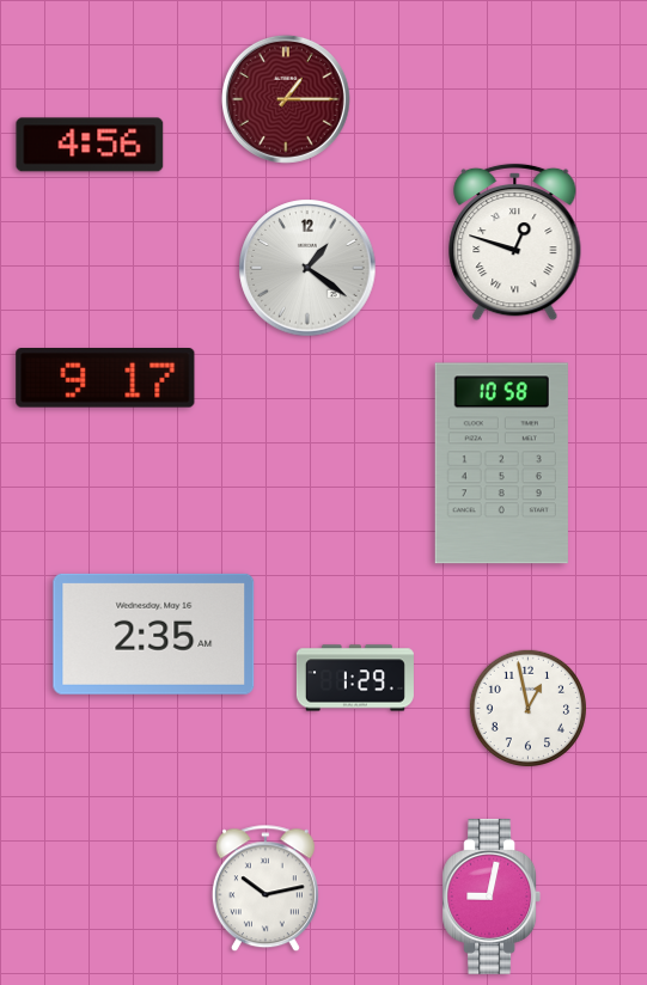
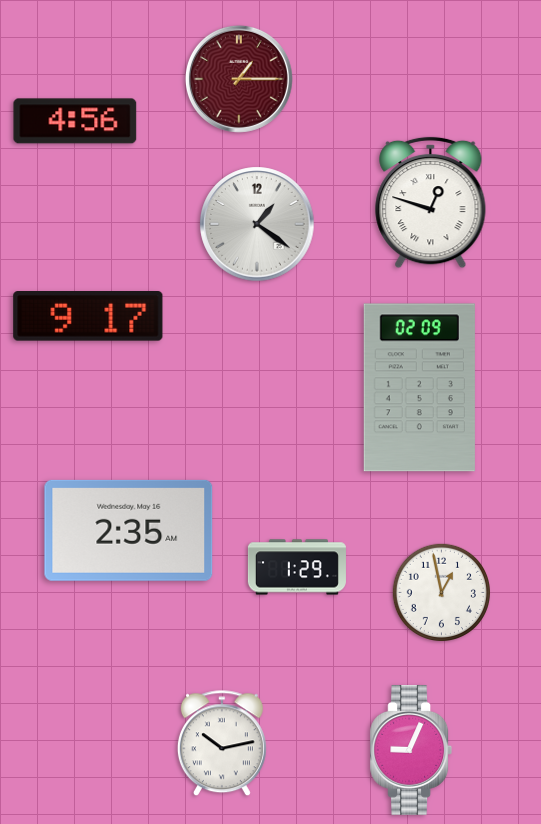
clock at (286, 99) position: (286, 99) -> (239, 79)
clock at (501, 464): 10:58 -> 02:09
clock at (492, 897): 9:02 -> 9:04
